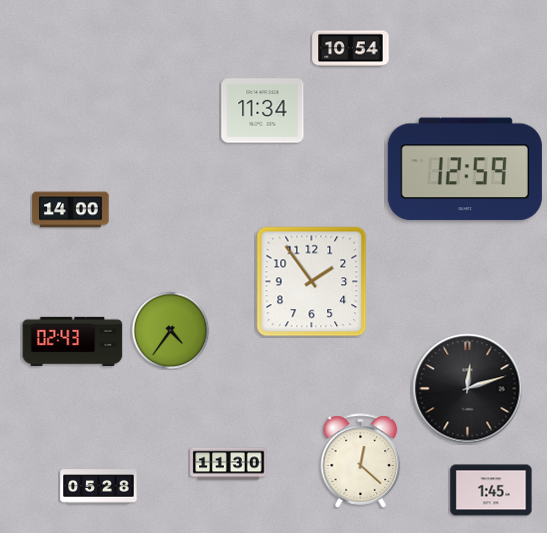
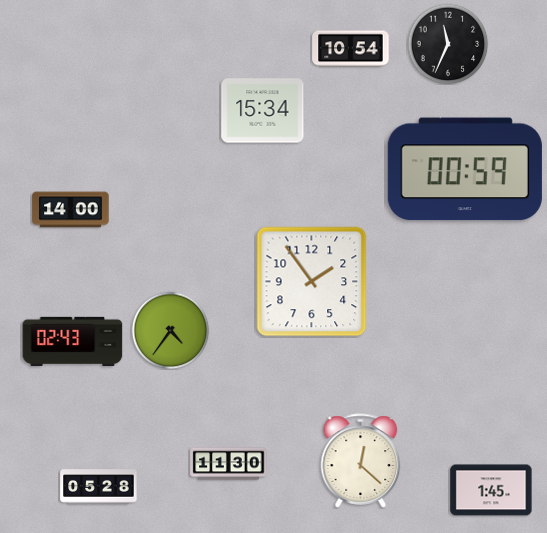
clock at (448, 44): none -> 11:34
clock at (263, 111): 11:34 -> 15:34
clock at (465, 169): 12:59 -> 00:59
clock at (468, 389): 12:12 -> none
